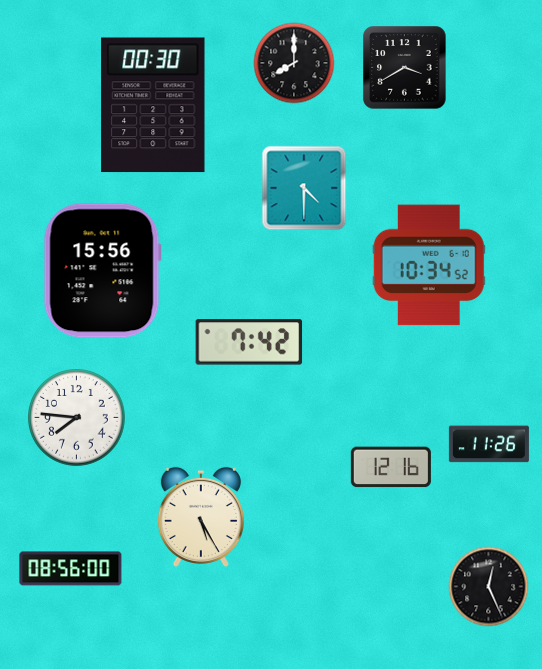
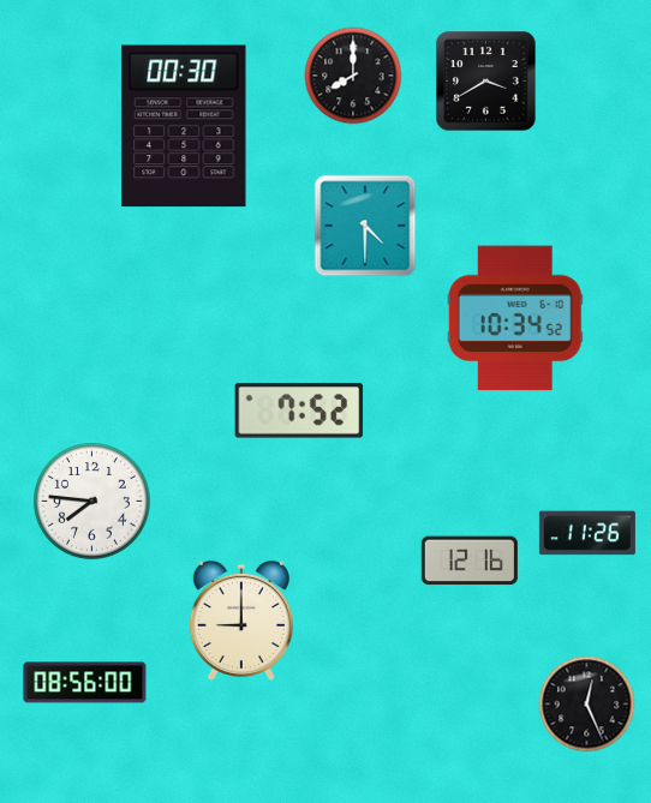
clock at (102, 271): 15:56 -> none
clock at (249, 342): 7:42 -> 7:52
clock at (201, 516): 5:25 -> 9:00
